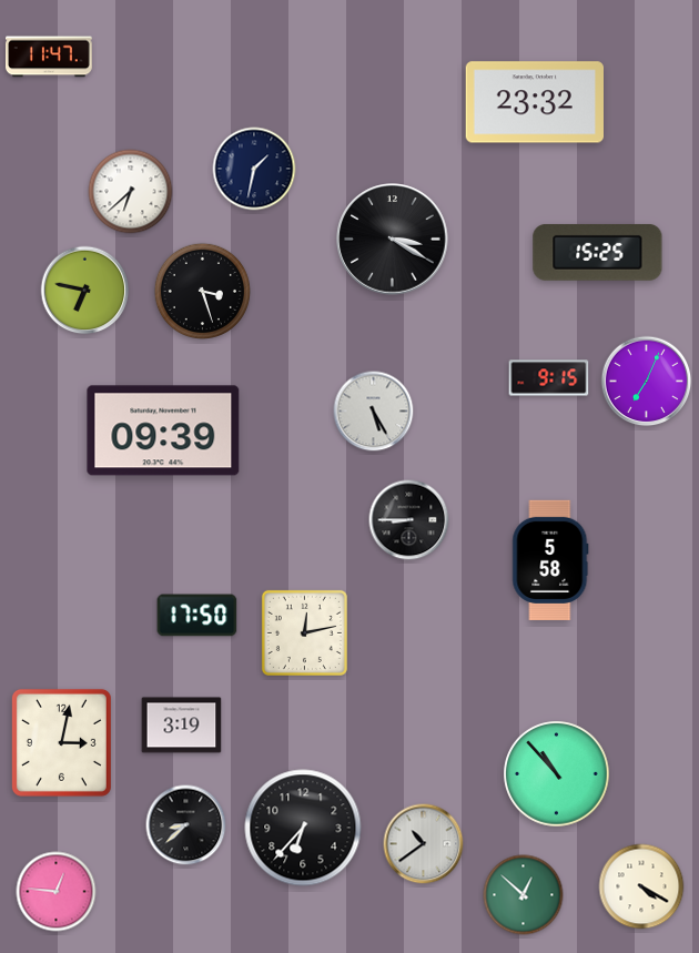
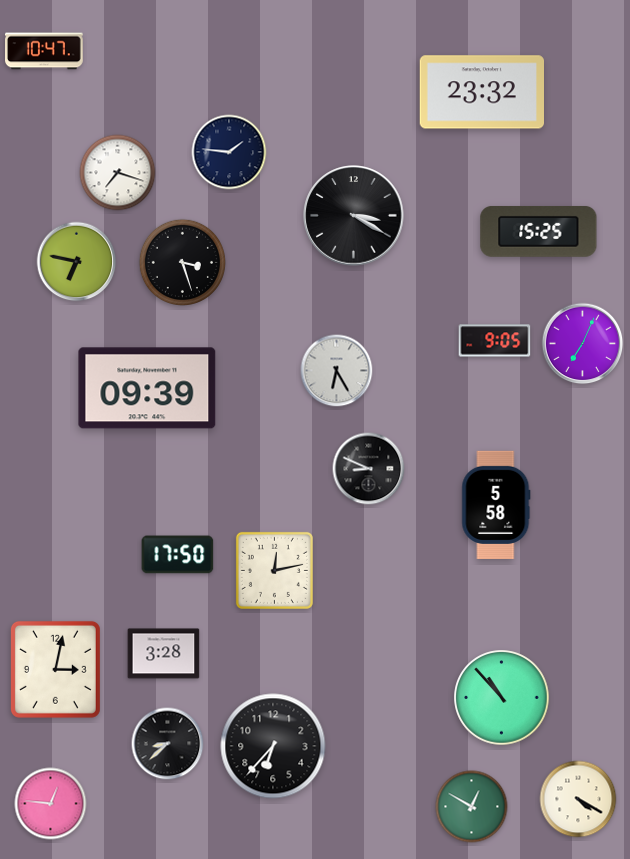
clock at (50, 57): 11:47 -> 10:47
clock at (254, 169): 1:32 -> 1:46
clock at (131, 192): 6:38 -> 7:18
clock at (598, 252) position: (598, 252) -> (539, 231)
clock at (549, 378): 9:15 -> 9:05
clock at (374, 412): 5:25 -> 6:25
clock at (409, 520): 8:45 -> 8:49
clock at (182, 726): 3:19 -> 3:28
clock at (424, 844): 10:39 -> none
clock at (524, 895): 12:52 -> 12:50
